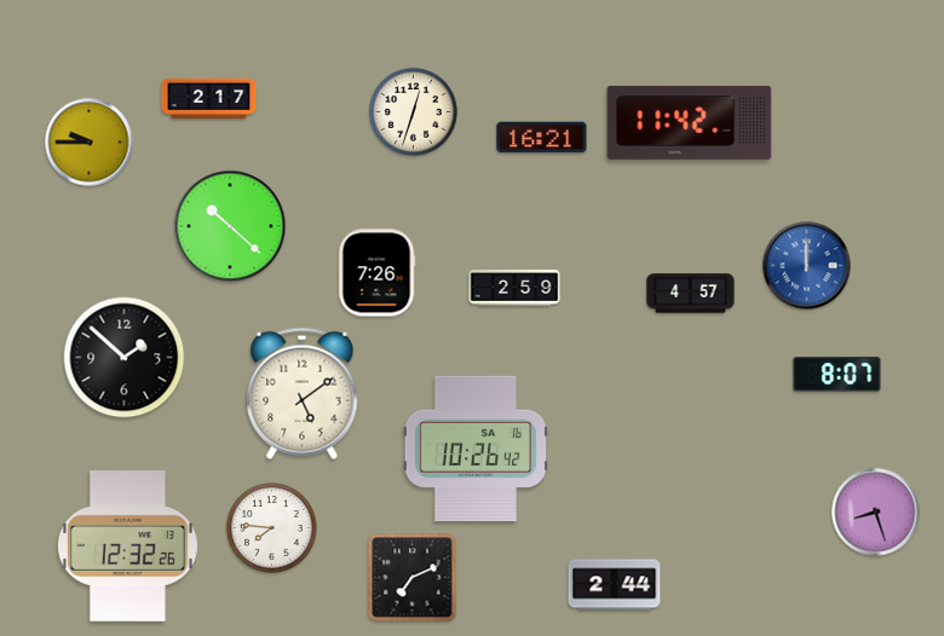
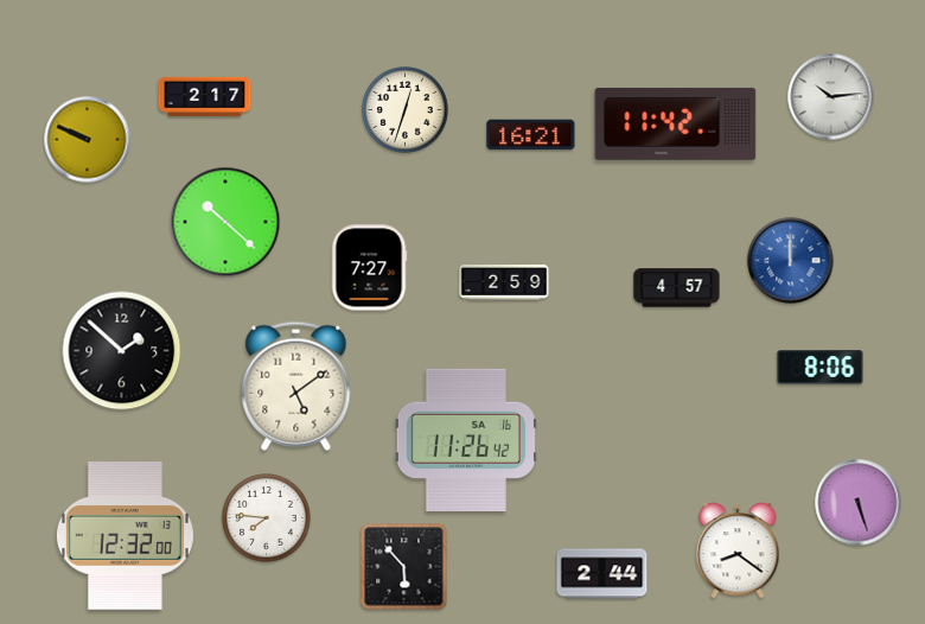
clock at (831, 97): none -> 10:14
clock at (690, 122) position: (690, 122) -> (676, 123)
clock at (90, 143): 9:45 -> 9:49
clock at (376, 273): 7:26 -> 7:27
clock at (837, 375): 8:07 -> 8:06
clock at (476, 449): 10:26 -> 11:26
clock at (876, 513): 8:27 -> 5:27
clock at (127, 547): 12:32:26 -> 12:32:00
clock at (738, 550): none -> 8:21
clock at (413, 578): 7:11 -> 5:53
